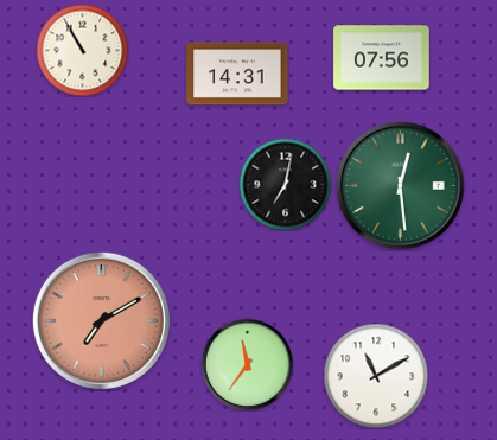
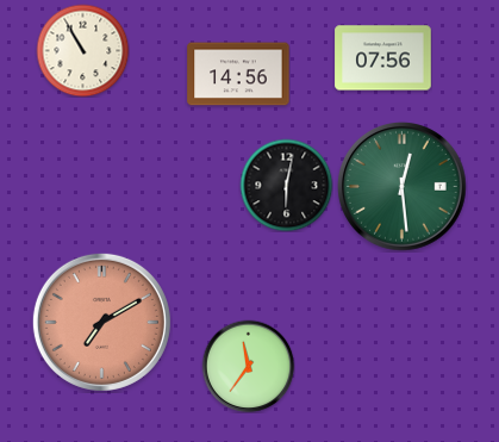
clock at (237, 74): 14:31 -> 14:56
clock at (285, 184): 7:02 -> 6:02
clock at (376, 376): 11:10 -> none
